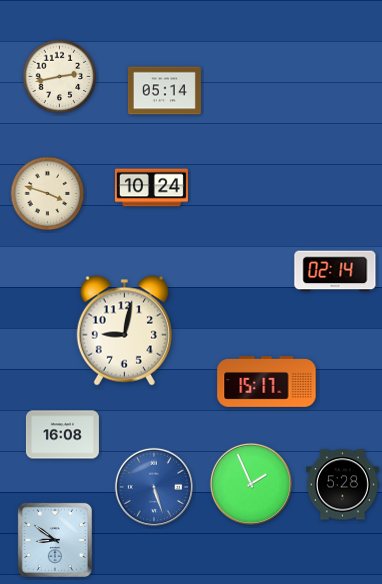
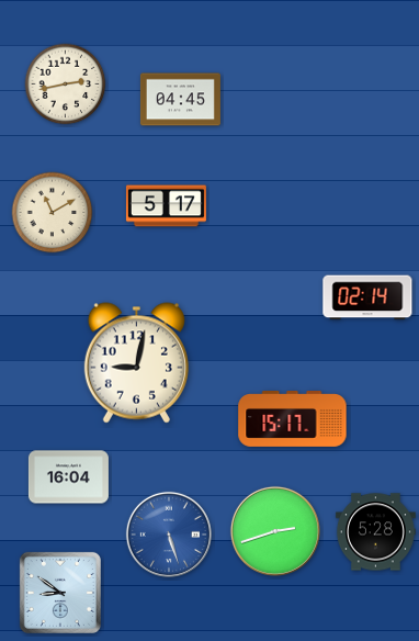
clock at (164, 91): 05:14 -> 04:45
clock at (151, 188): 10:24 -> 5:17
clock at (48, 194): 3:48 -> 11:10
clock at (62, 435): 16:08 -> 16:04
clock at (251, 484): 1:56 -> 2:42
